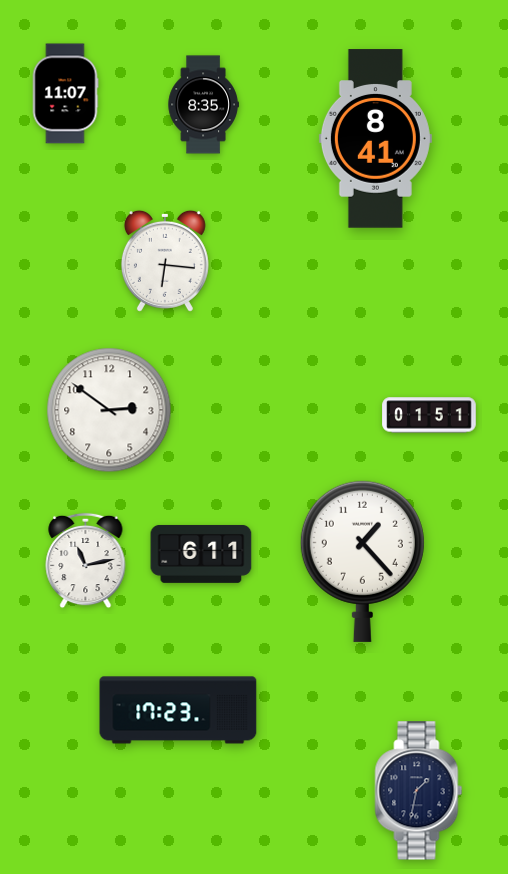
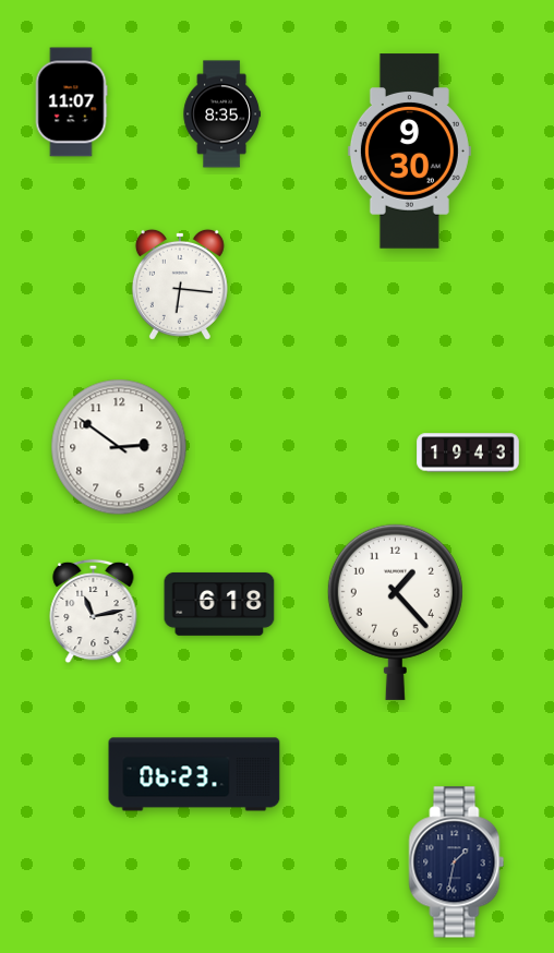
clock at (375, 139): 8:41 -> 9:30
clock at (429, 415): 01:51 -> 19:43
clock at (201, 554): 6:11 -> 6:18
clock at (178, 710): 17:23 -> 06:23
